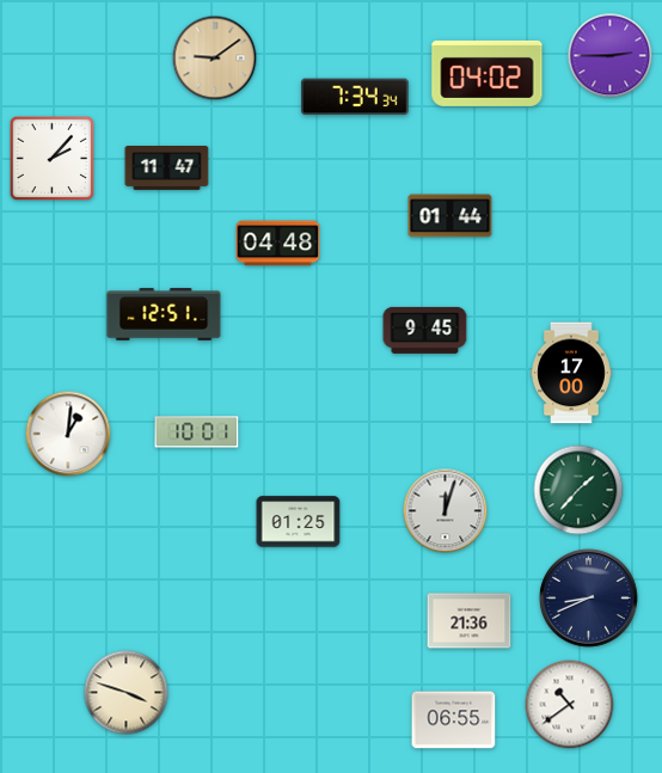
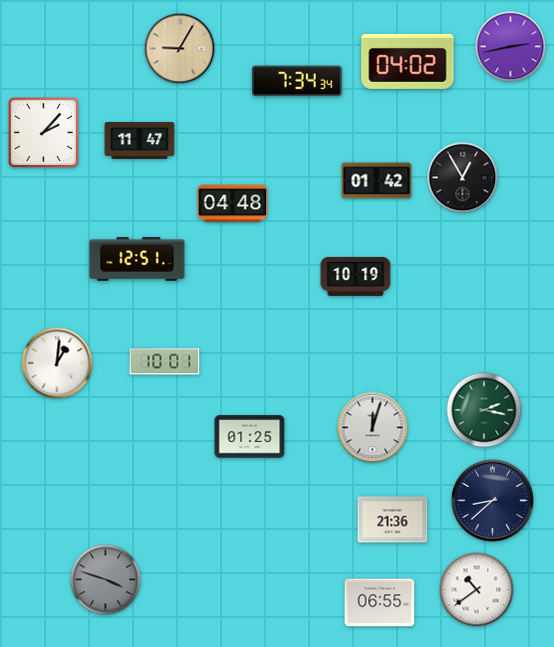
clock at (611, 56): 2:45 -> 2:43
clock at (215, 59): 9:09 -> 9:05
clock at (463, 178): none -> 12:55
clock at (450, 216): 01:44 -> 01:42
clock at (164, 314) position: (164, 314) -> (137, 259)
clock at (425, 330): 9:45 -> 10:19
clock at (571, 373): 17:00 -> none
clock at (578, 490): 1:37 -> 2:17
clock at (588, 597): 8:41 -> 8:38
clock at (127, 693) dial: cream -> grey
